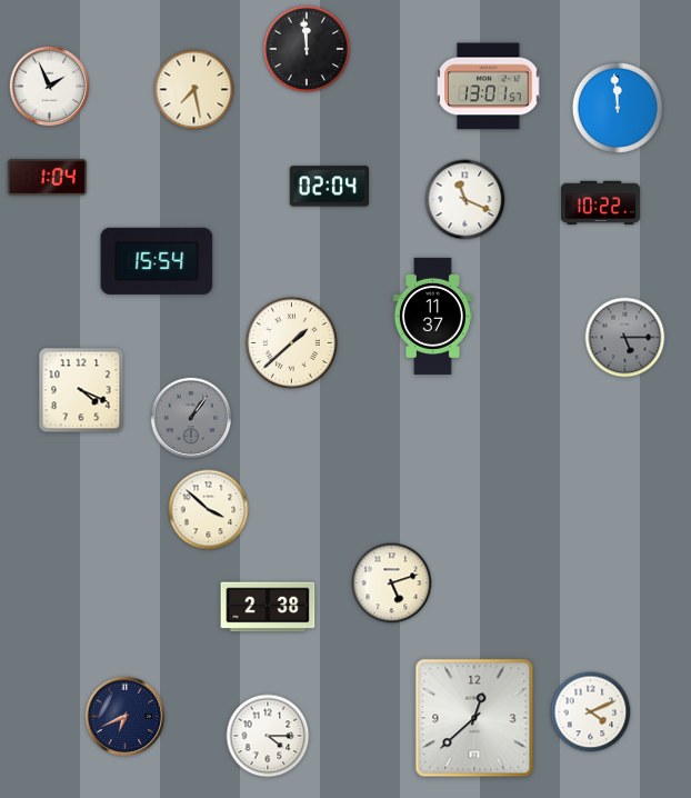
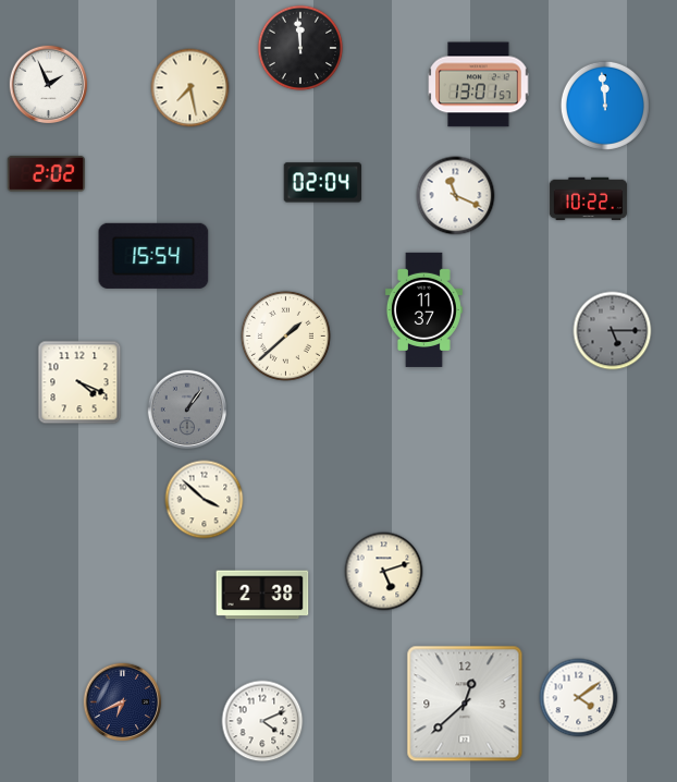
clock at (47, 177): 1:04 -> 2:02
clock at (591, 712): 4:11 -> 4:09
clock at (268, 736): 4:15 -> 4:11
